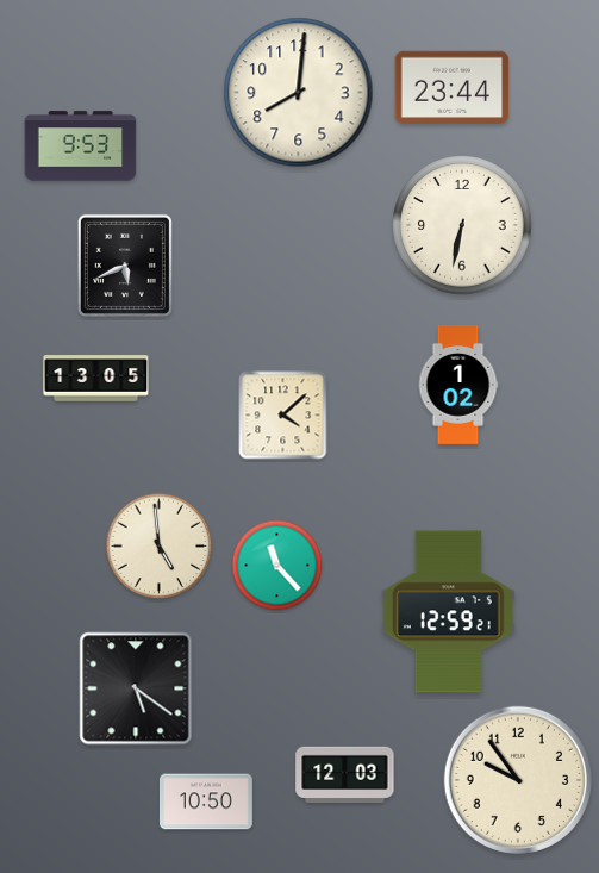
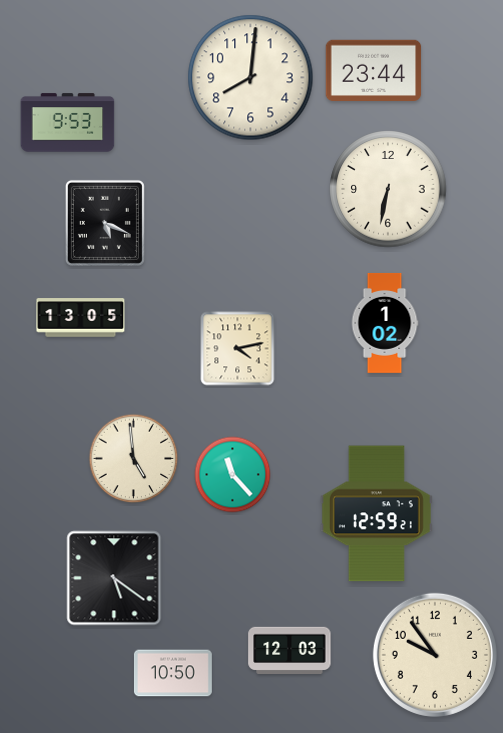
clock at (453, 88) position: (453, 88) -> (374, 71)
clock at (125, 266): 5:41 -> 5:19
clock at (283, 416): 4:08 -> 4:13
